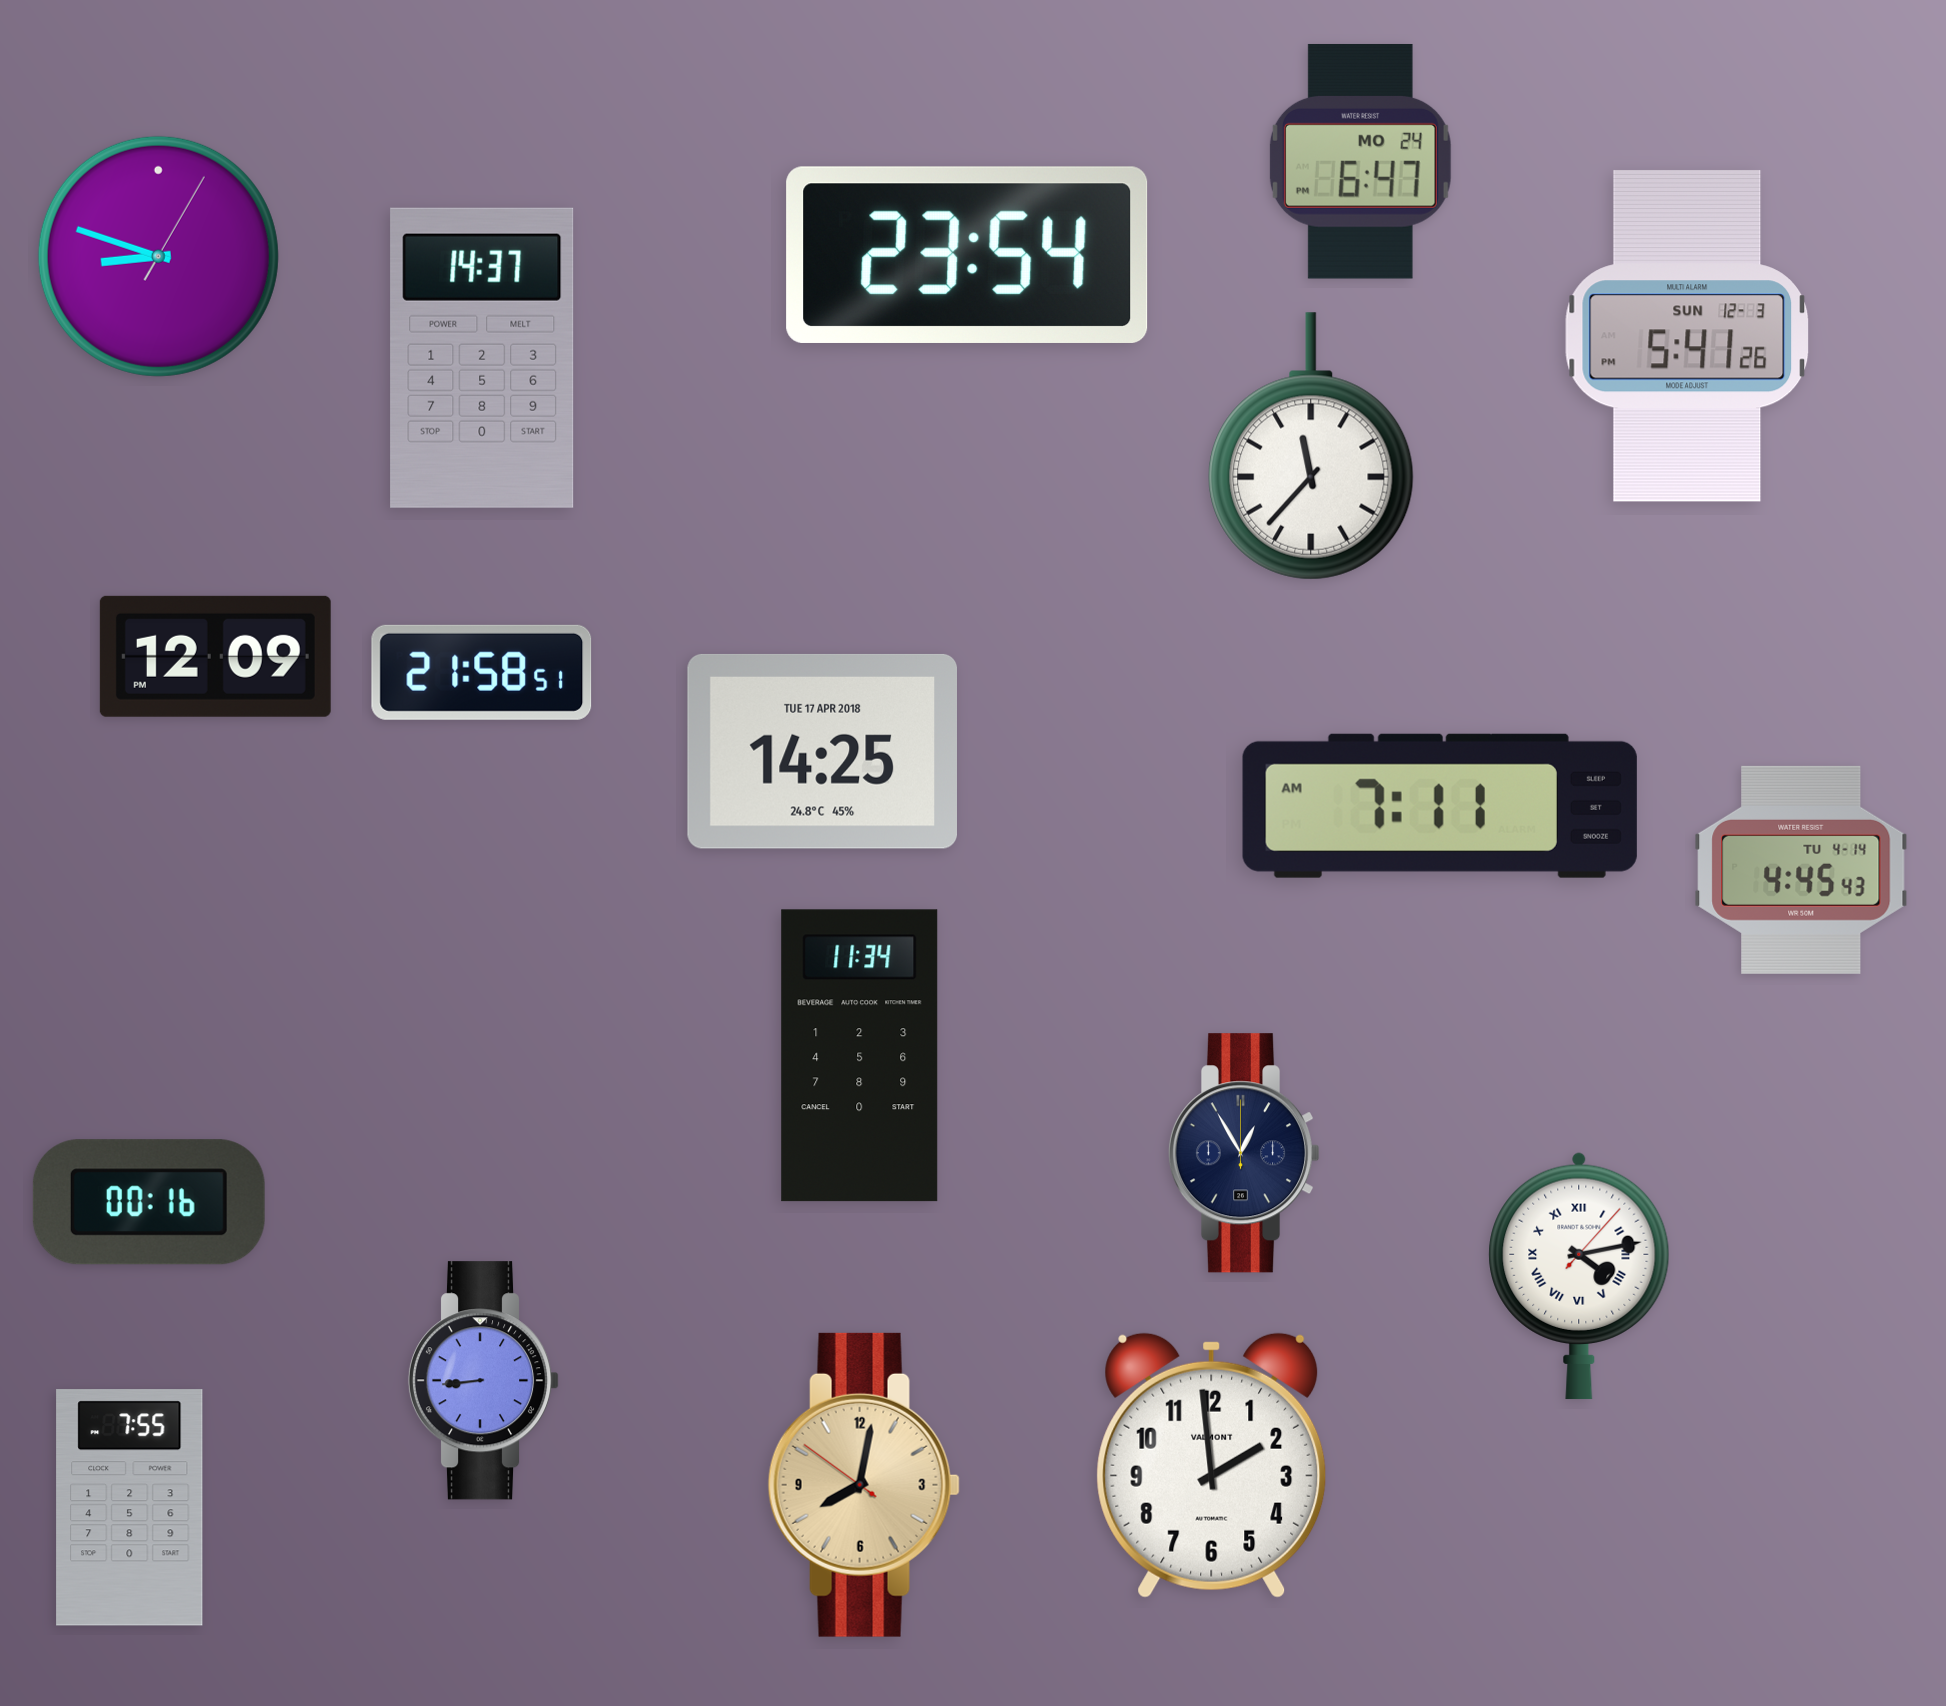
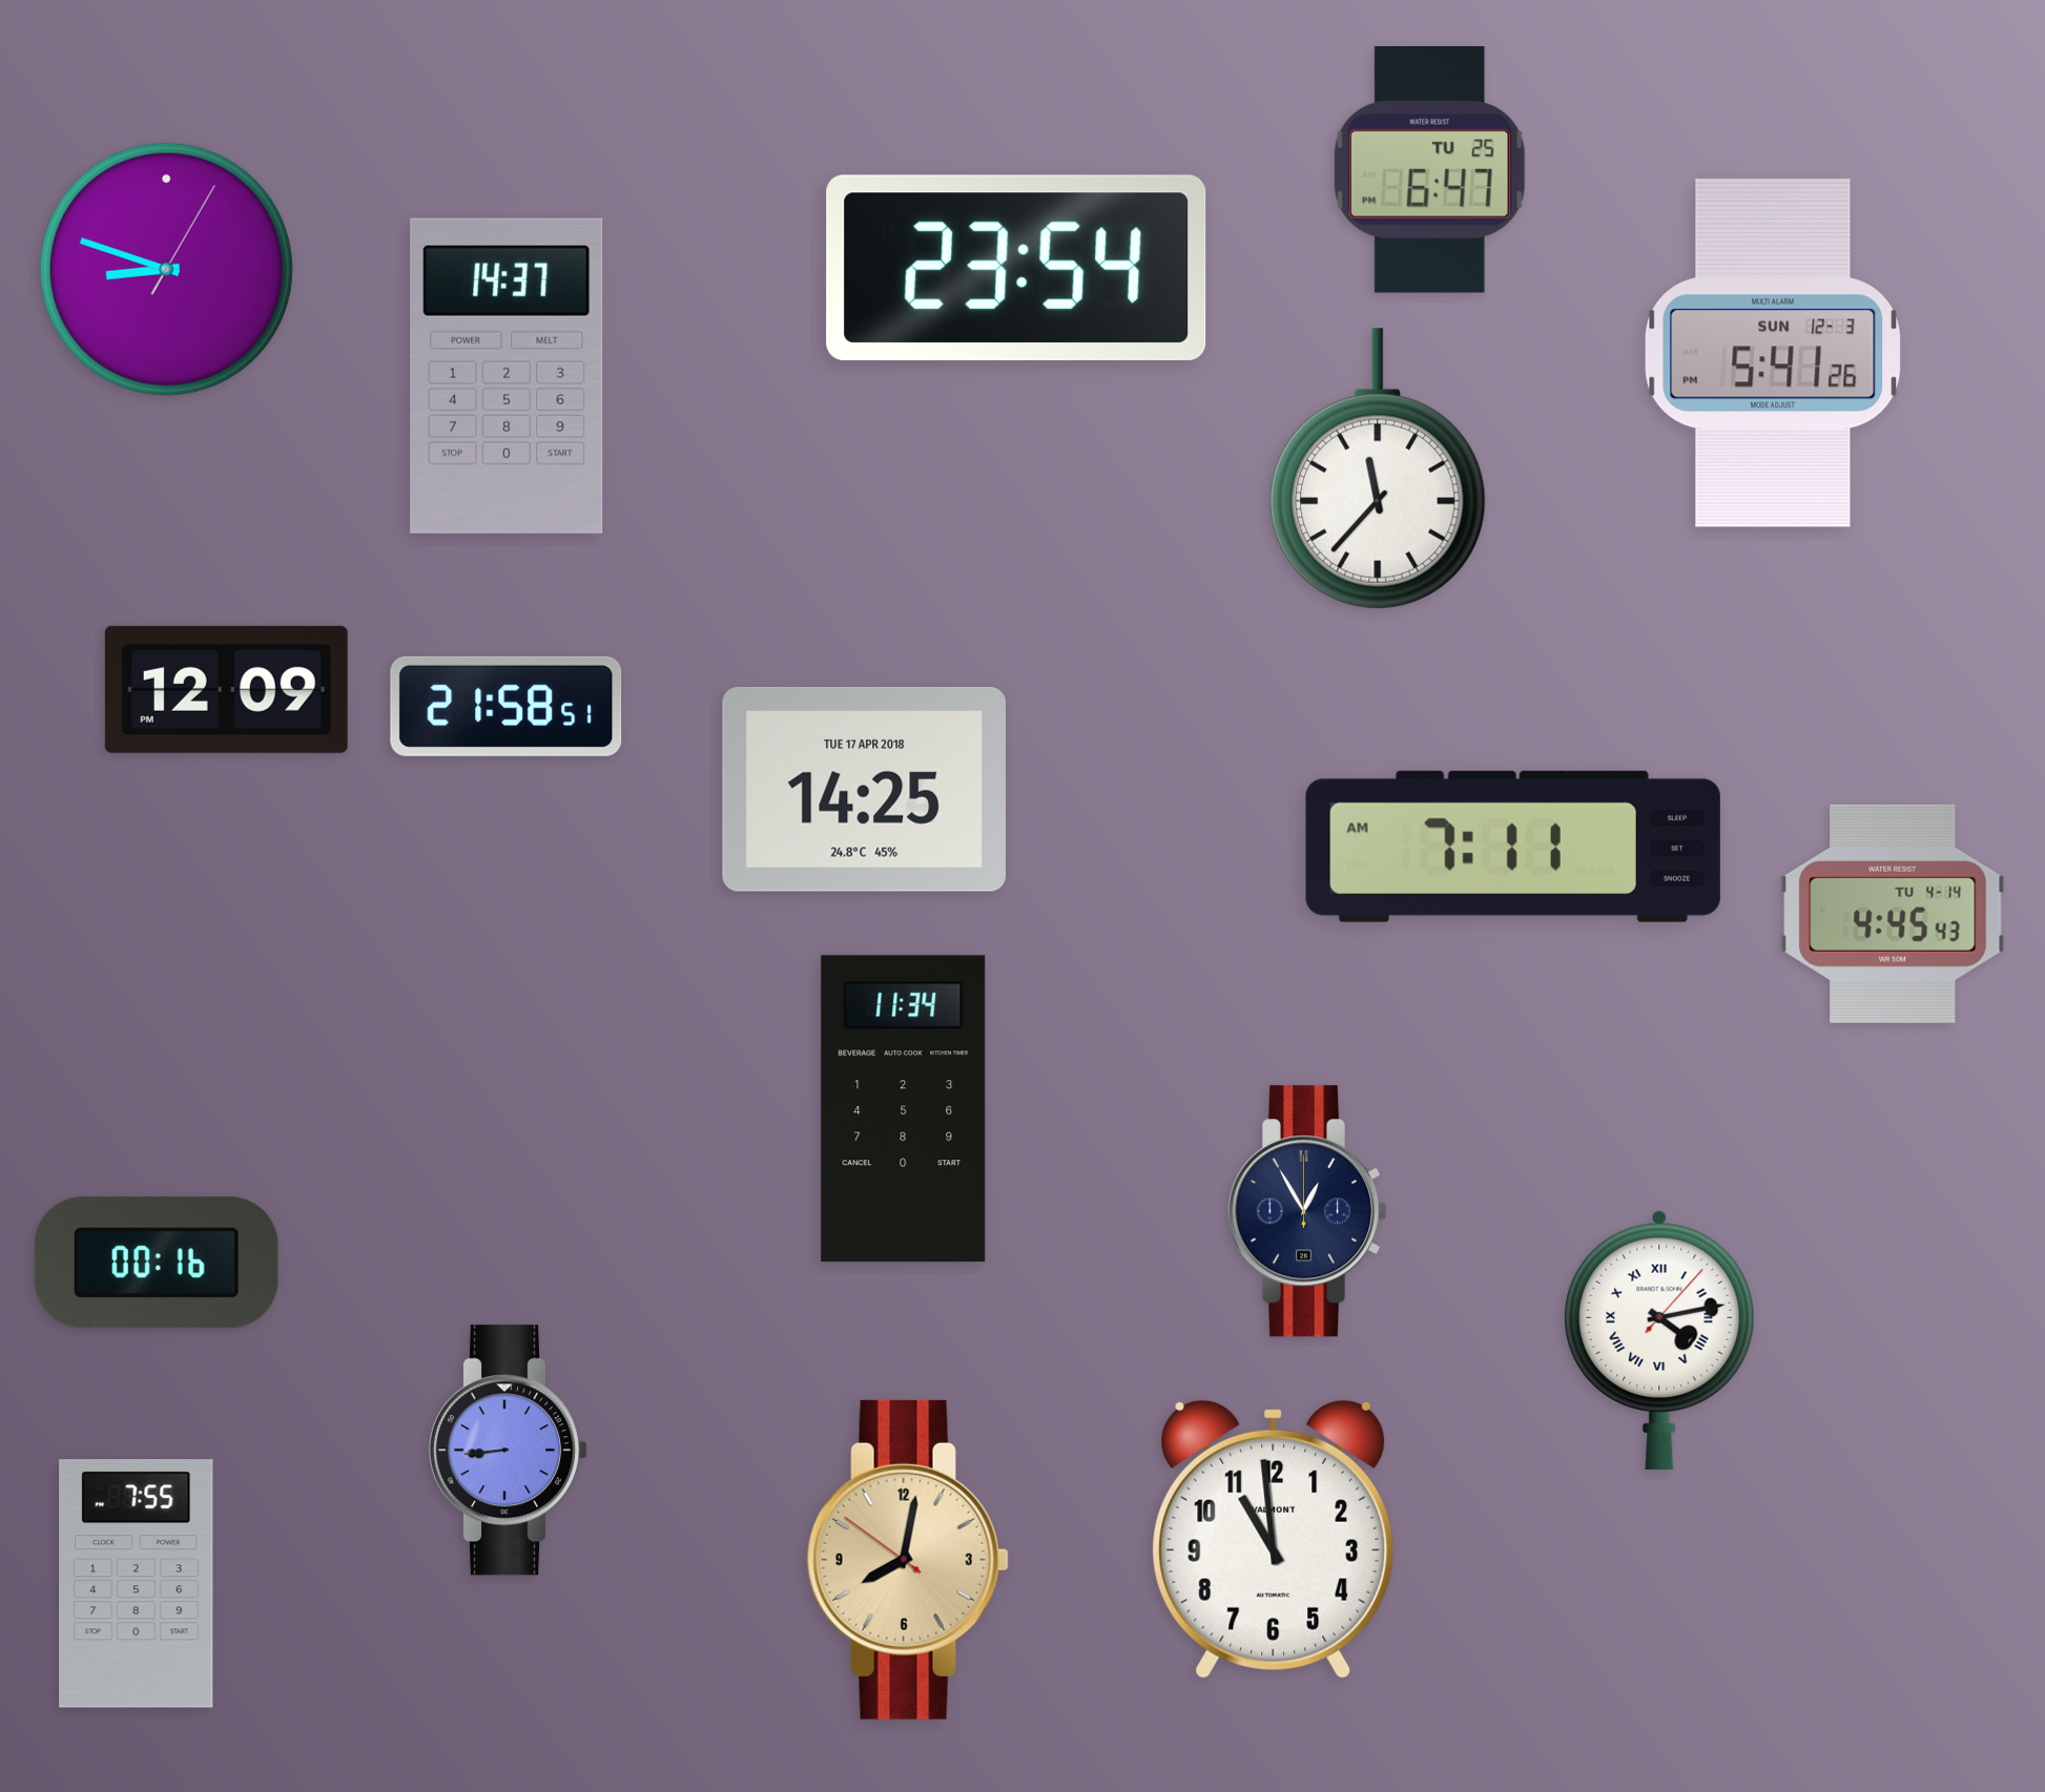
clock at (1360, 161) date: MO 24 -> TU 25
clock at (1212, 1465): 1:59 -> 10:59
